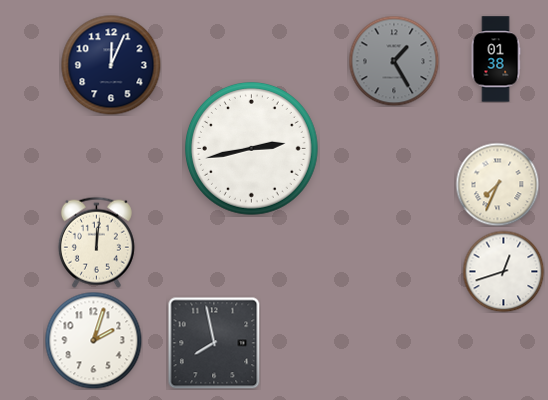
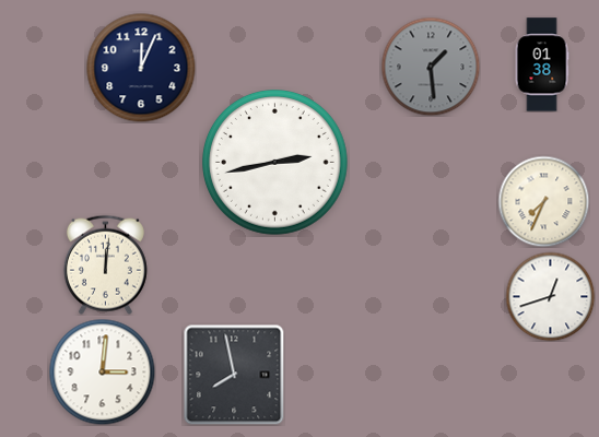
clock at (394, 61): 1:25 -> 1:29
clock at (111, 65) position: (111, 65) -> (141, 68)
clock at (93, 340): 2:03 -> 3:01
